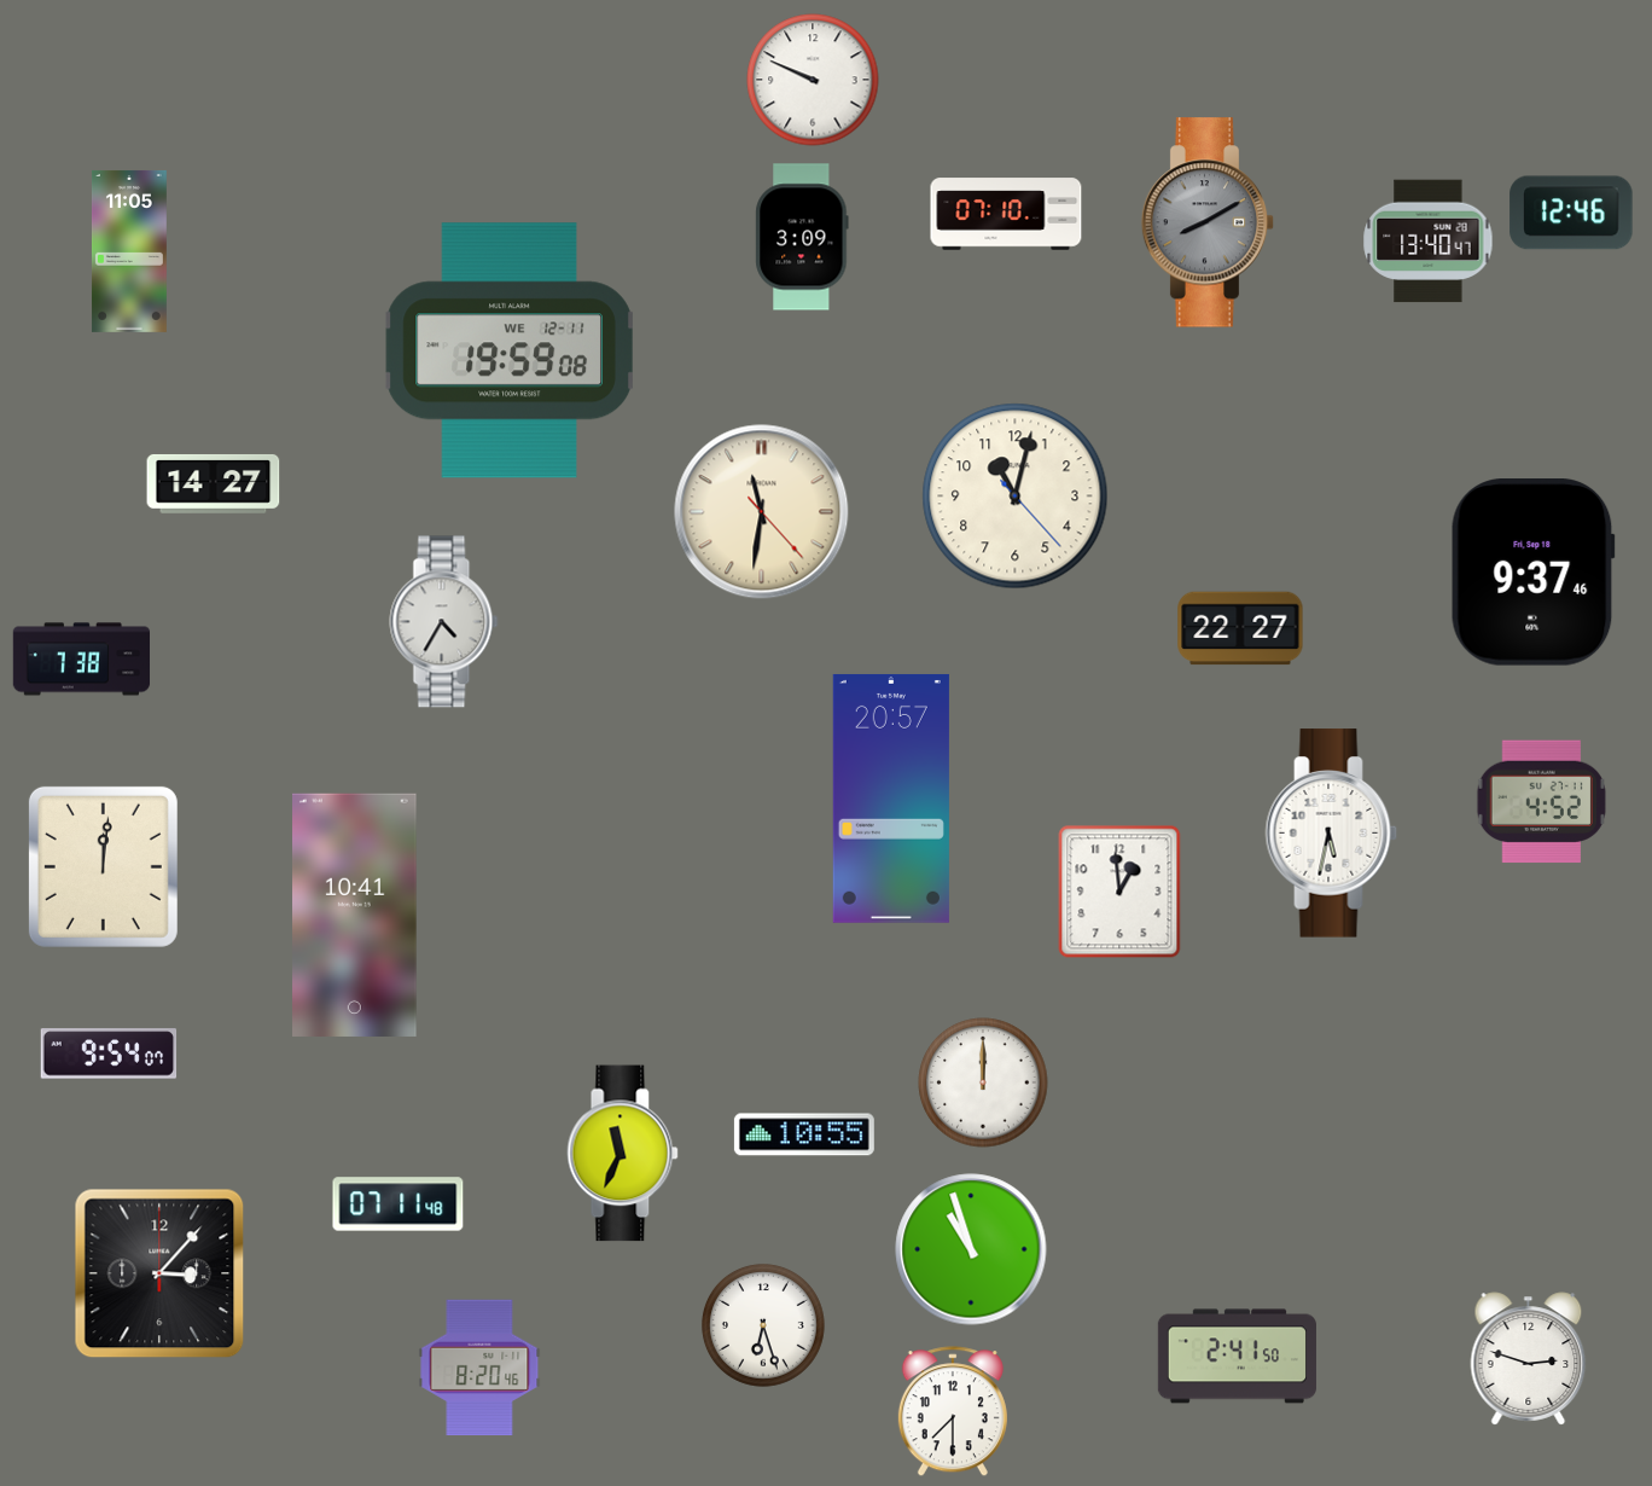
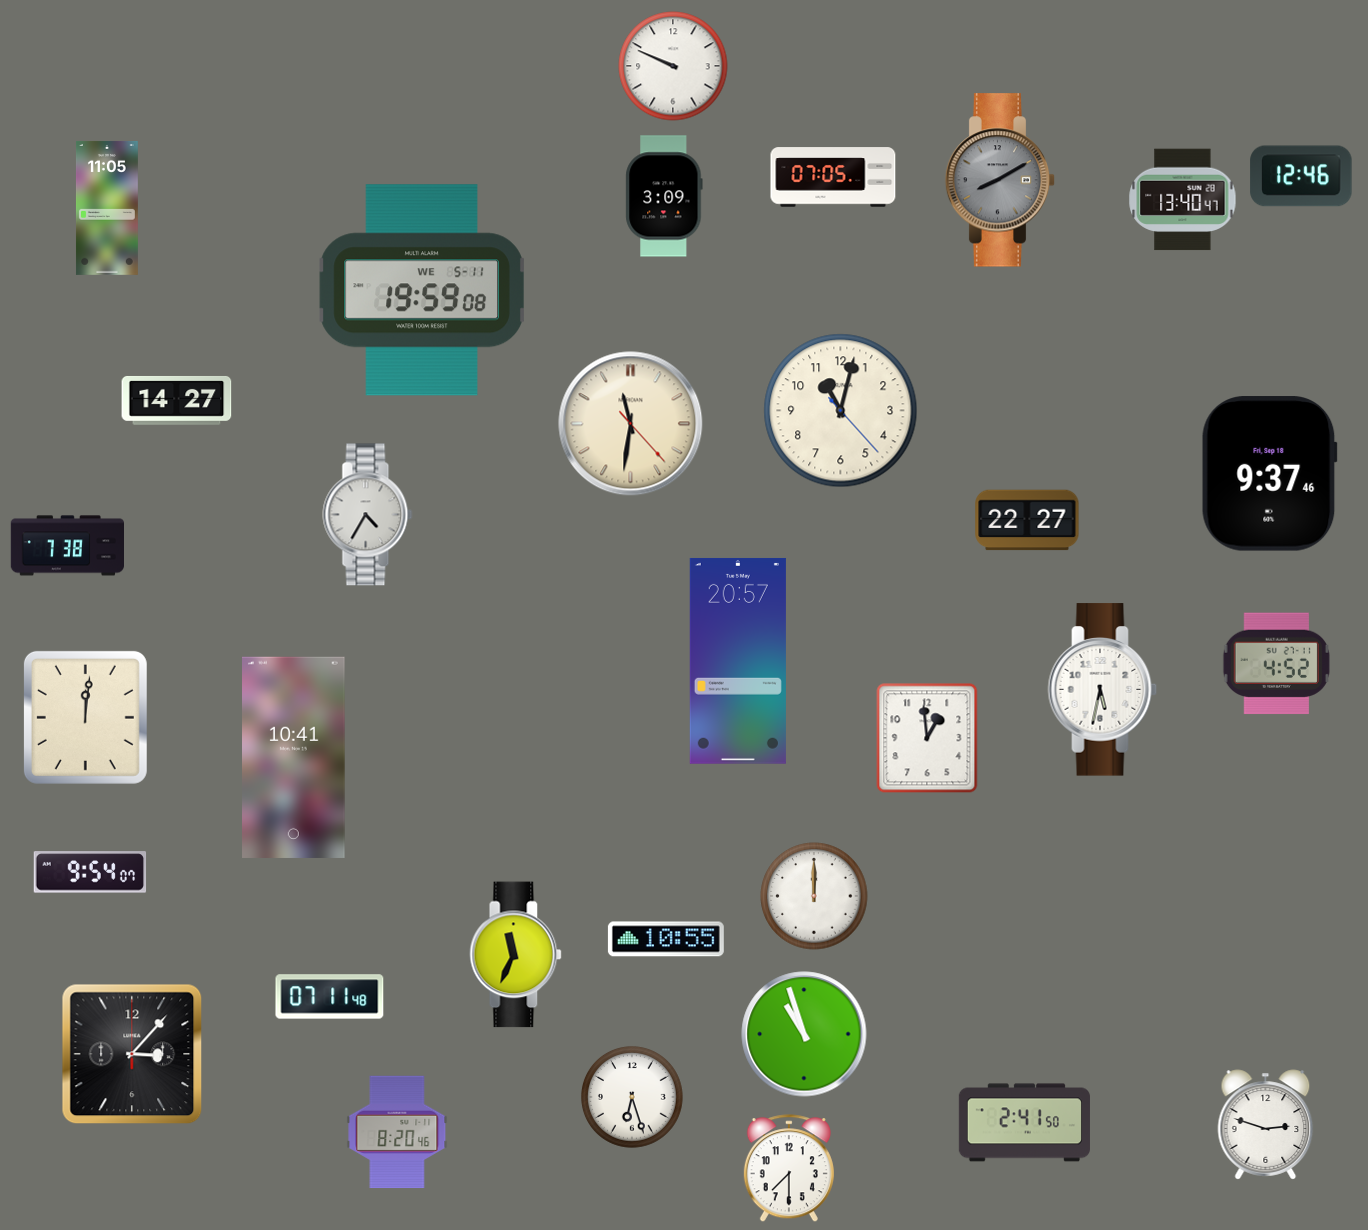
clock at (1006, 214): 07:10 -> 07:05
clock at (1208, 222) position: (1208, 222) -> (1000, 180)
clock at (510, 350) date: WE 12-11 -> WE 5-11
